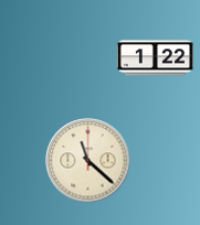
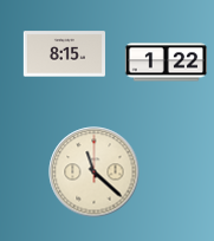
clock at (64, 54): none -> 8:15
